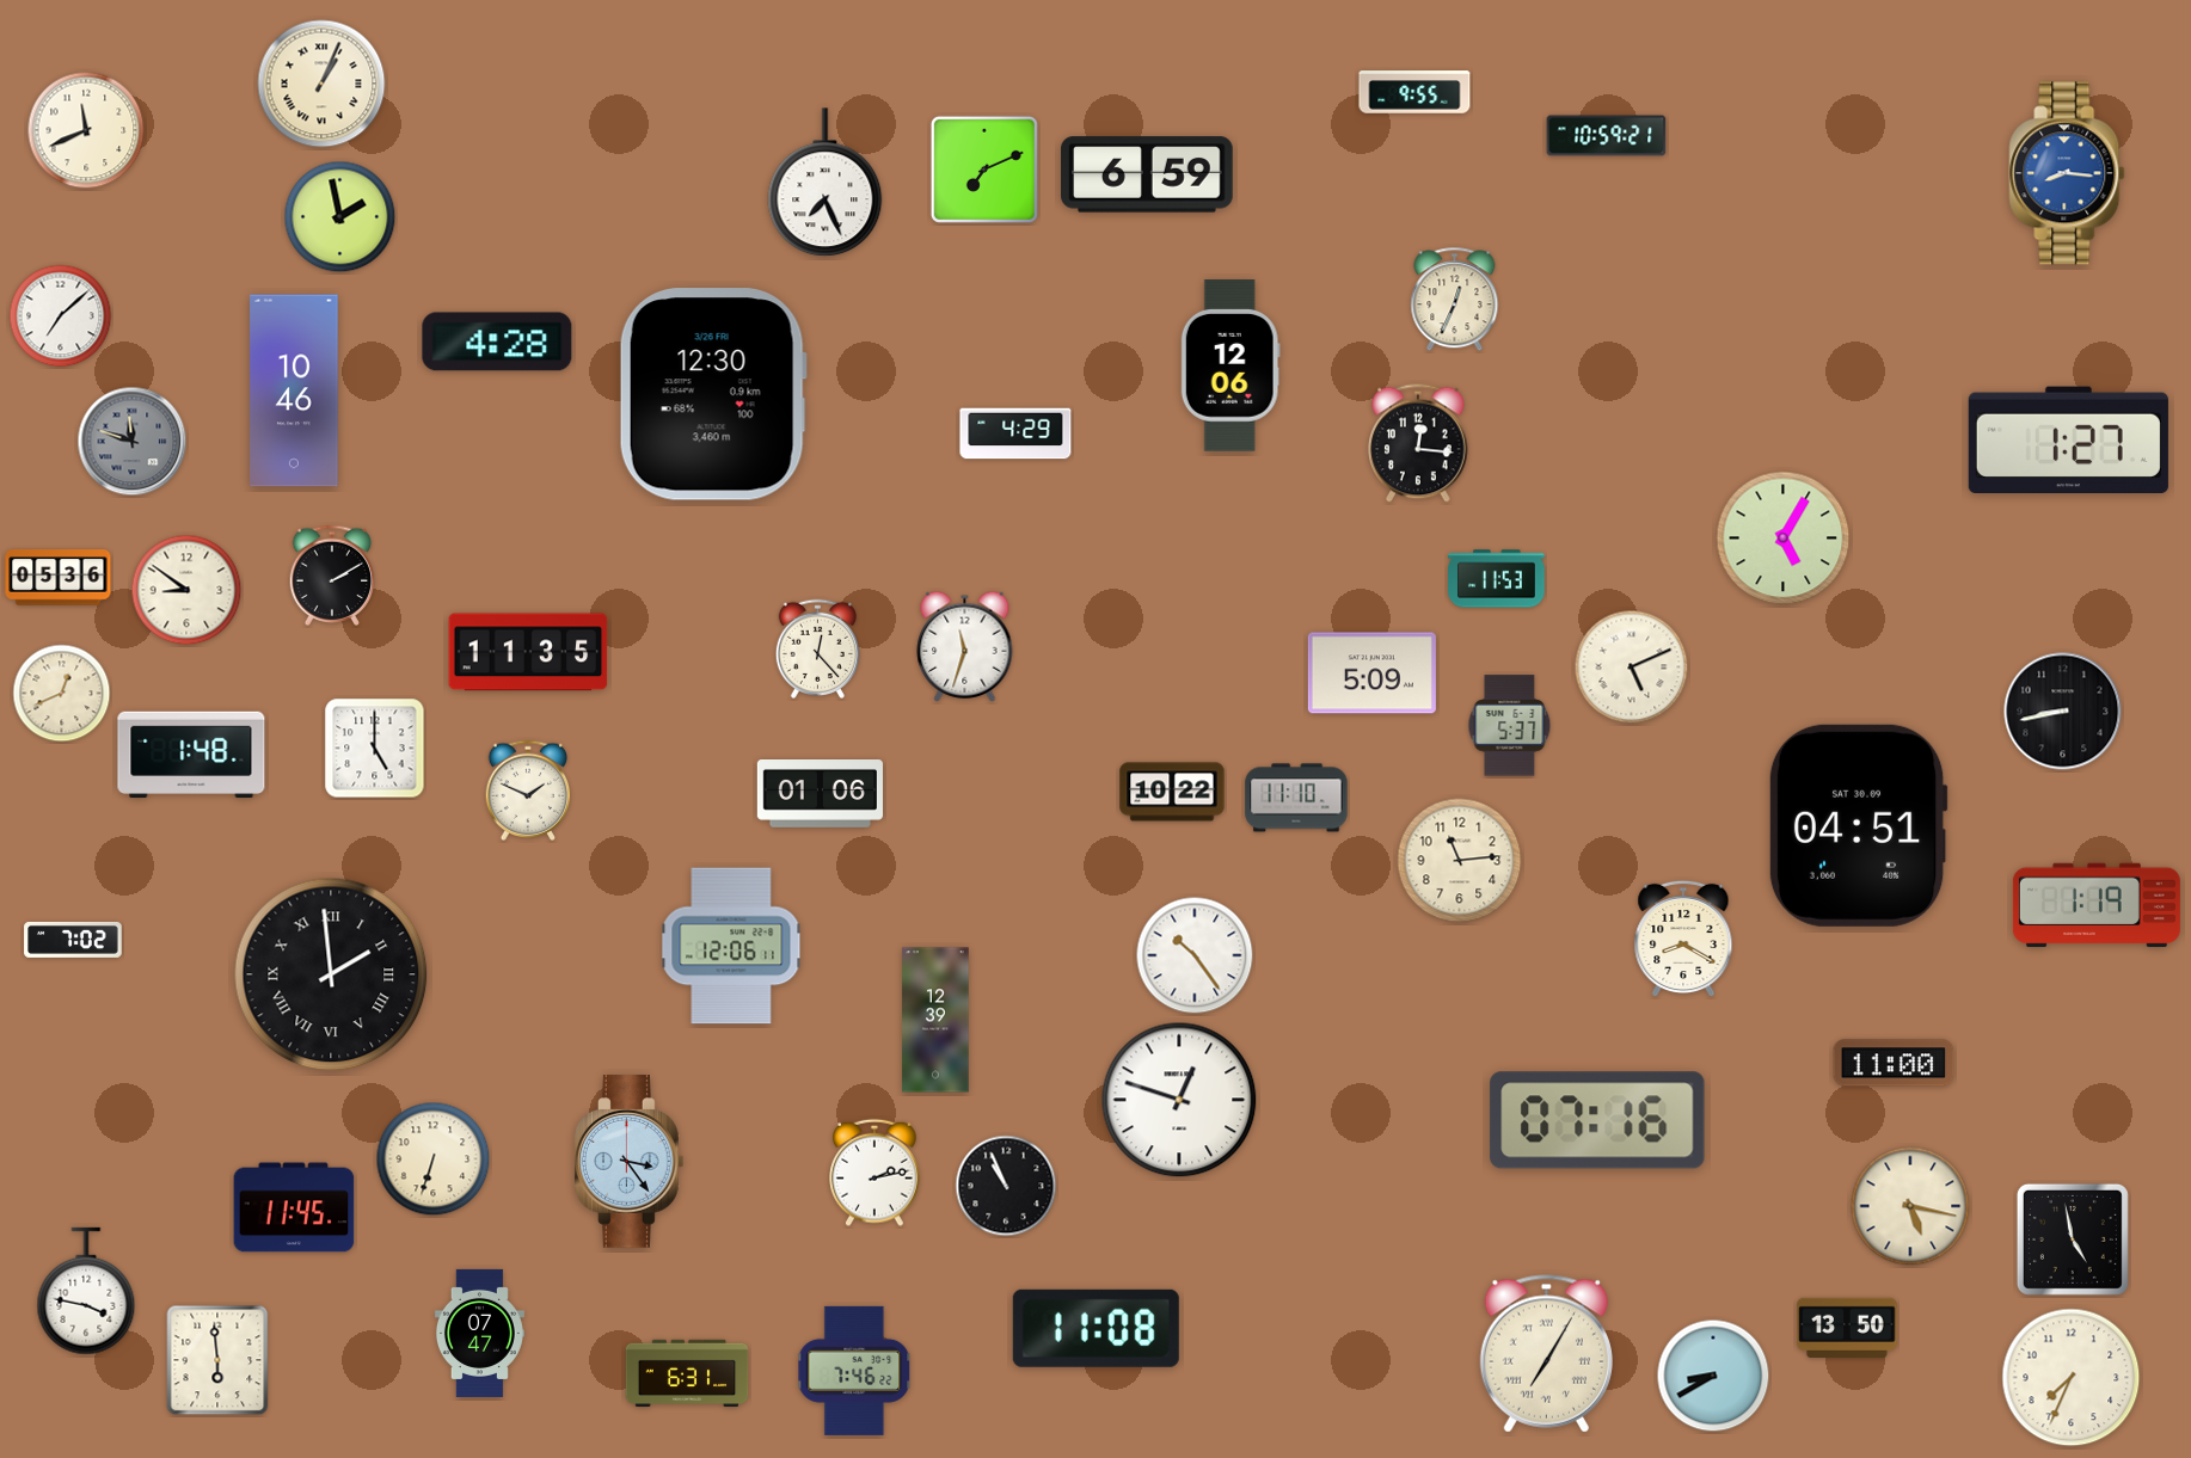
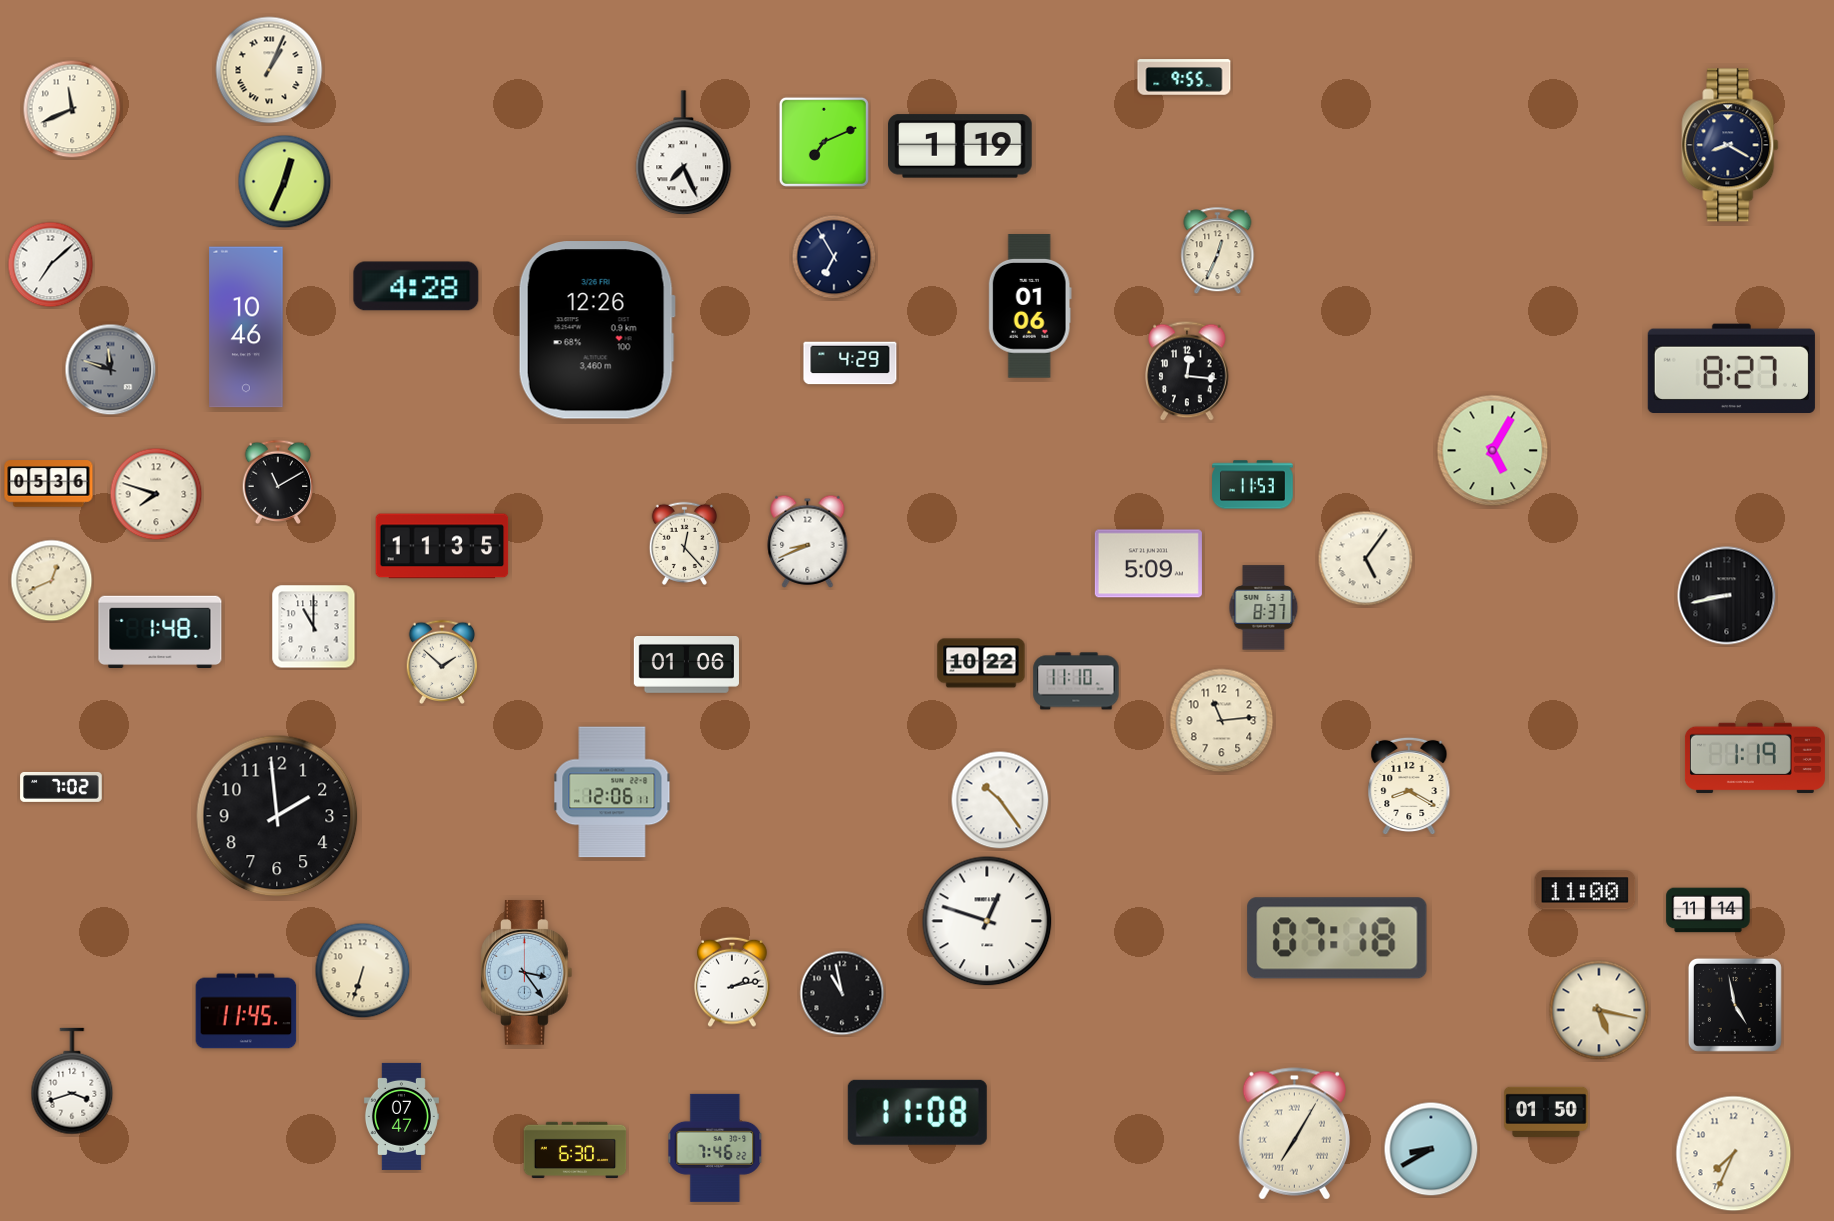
clock at (1607, 136): 10:59 -> none
clock at (2067, 173): 8:16 -> 8:20
clock at (2067, 173) dial: blue -> navy
clock at (1147, 174): 6:59 -> 1:19
clock at (826, 183) position: (826, 183) -> (684, 153)
clock at (340, 217): 1:58 -> 12:34
clock at (834, 257): none -> 6:55
clock at (1230, 365): 12:06 -> 01:06
clock at (713, 394): 12:30 -> 12:26
clock at (2068, 441): 1:27 -> 8:27
clock at (332, 574): 2:10 -> 11:10
clock at (186, 590): 8:51 -> 7:48
clock at (965, 646): 11:33 -> 8:41
clock at (1632, 668): 5:11 -> 5:06
clock at (1510, 726): 5:37 -> 8:37
clock at (375, 749): 5:00 -> 11:00
clock at (528, 789): 1:49 -> 1:52
clock at (1296, 798) position: (1296, 798) -> (1076, 681)
clock at (1858, 825): 04:51 -> none
clock at (331, 974) numerals: Roman -> Arabic
clock at (935, 1020): 12:39 -> none
clock at (1708, 910): none -> 11:14
clock at (1597, 1120): 07:16 -> 07:18
clock at (1006, 1186): 10:56 -> 10:58
clock at (2073, 1239) position: (2073, 1239) -> (1735, 1005)
clock at (86, 1291): 3:47 -> 3:42
clock at (1847, 1328): 13:50 -> 01:50
clock at (217, 1360): 5:59 -> none
clock at (687, 1373): 6:31 -> 6:30
clock at (1713, 1376) position: (1713, 1376) -> (1431, 1149)
